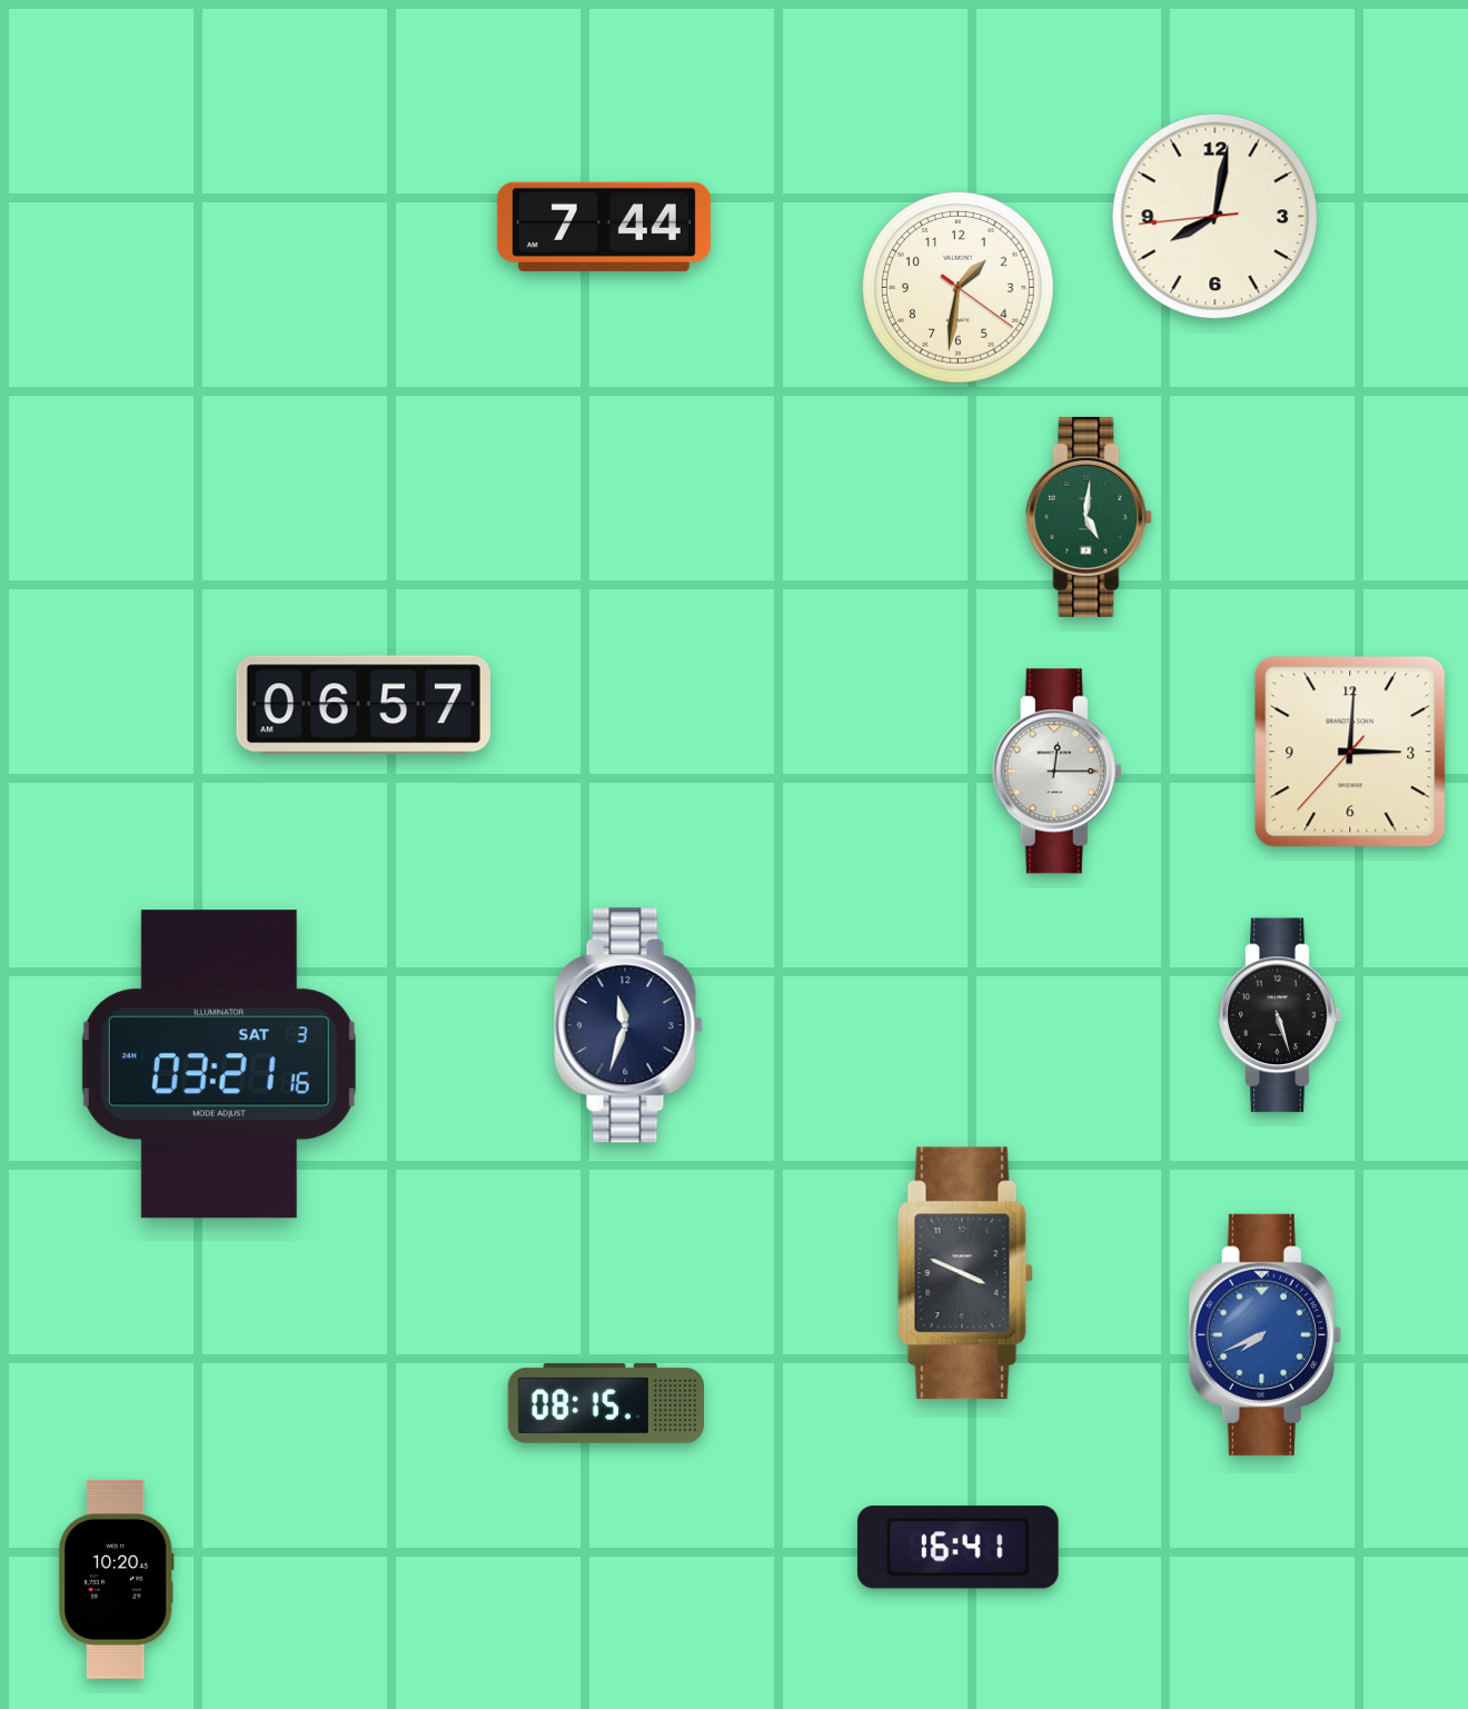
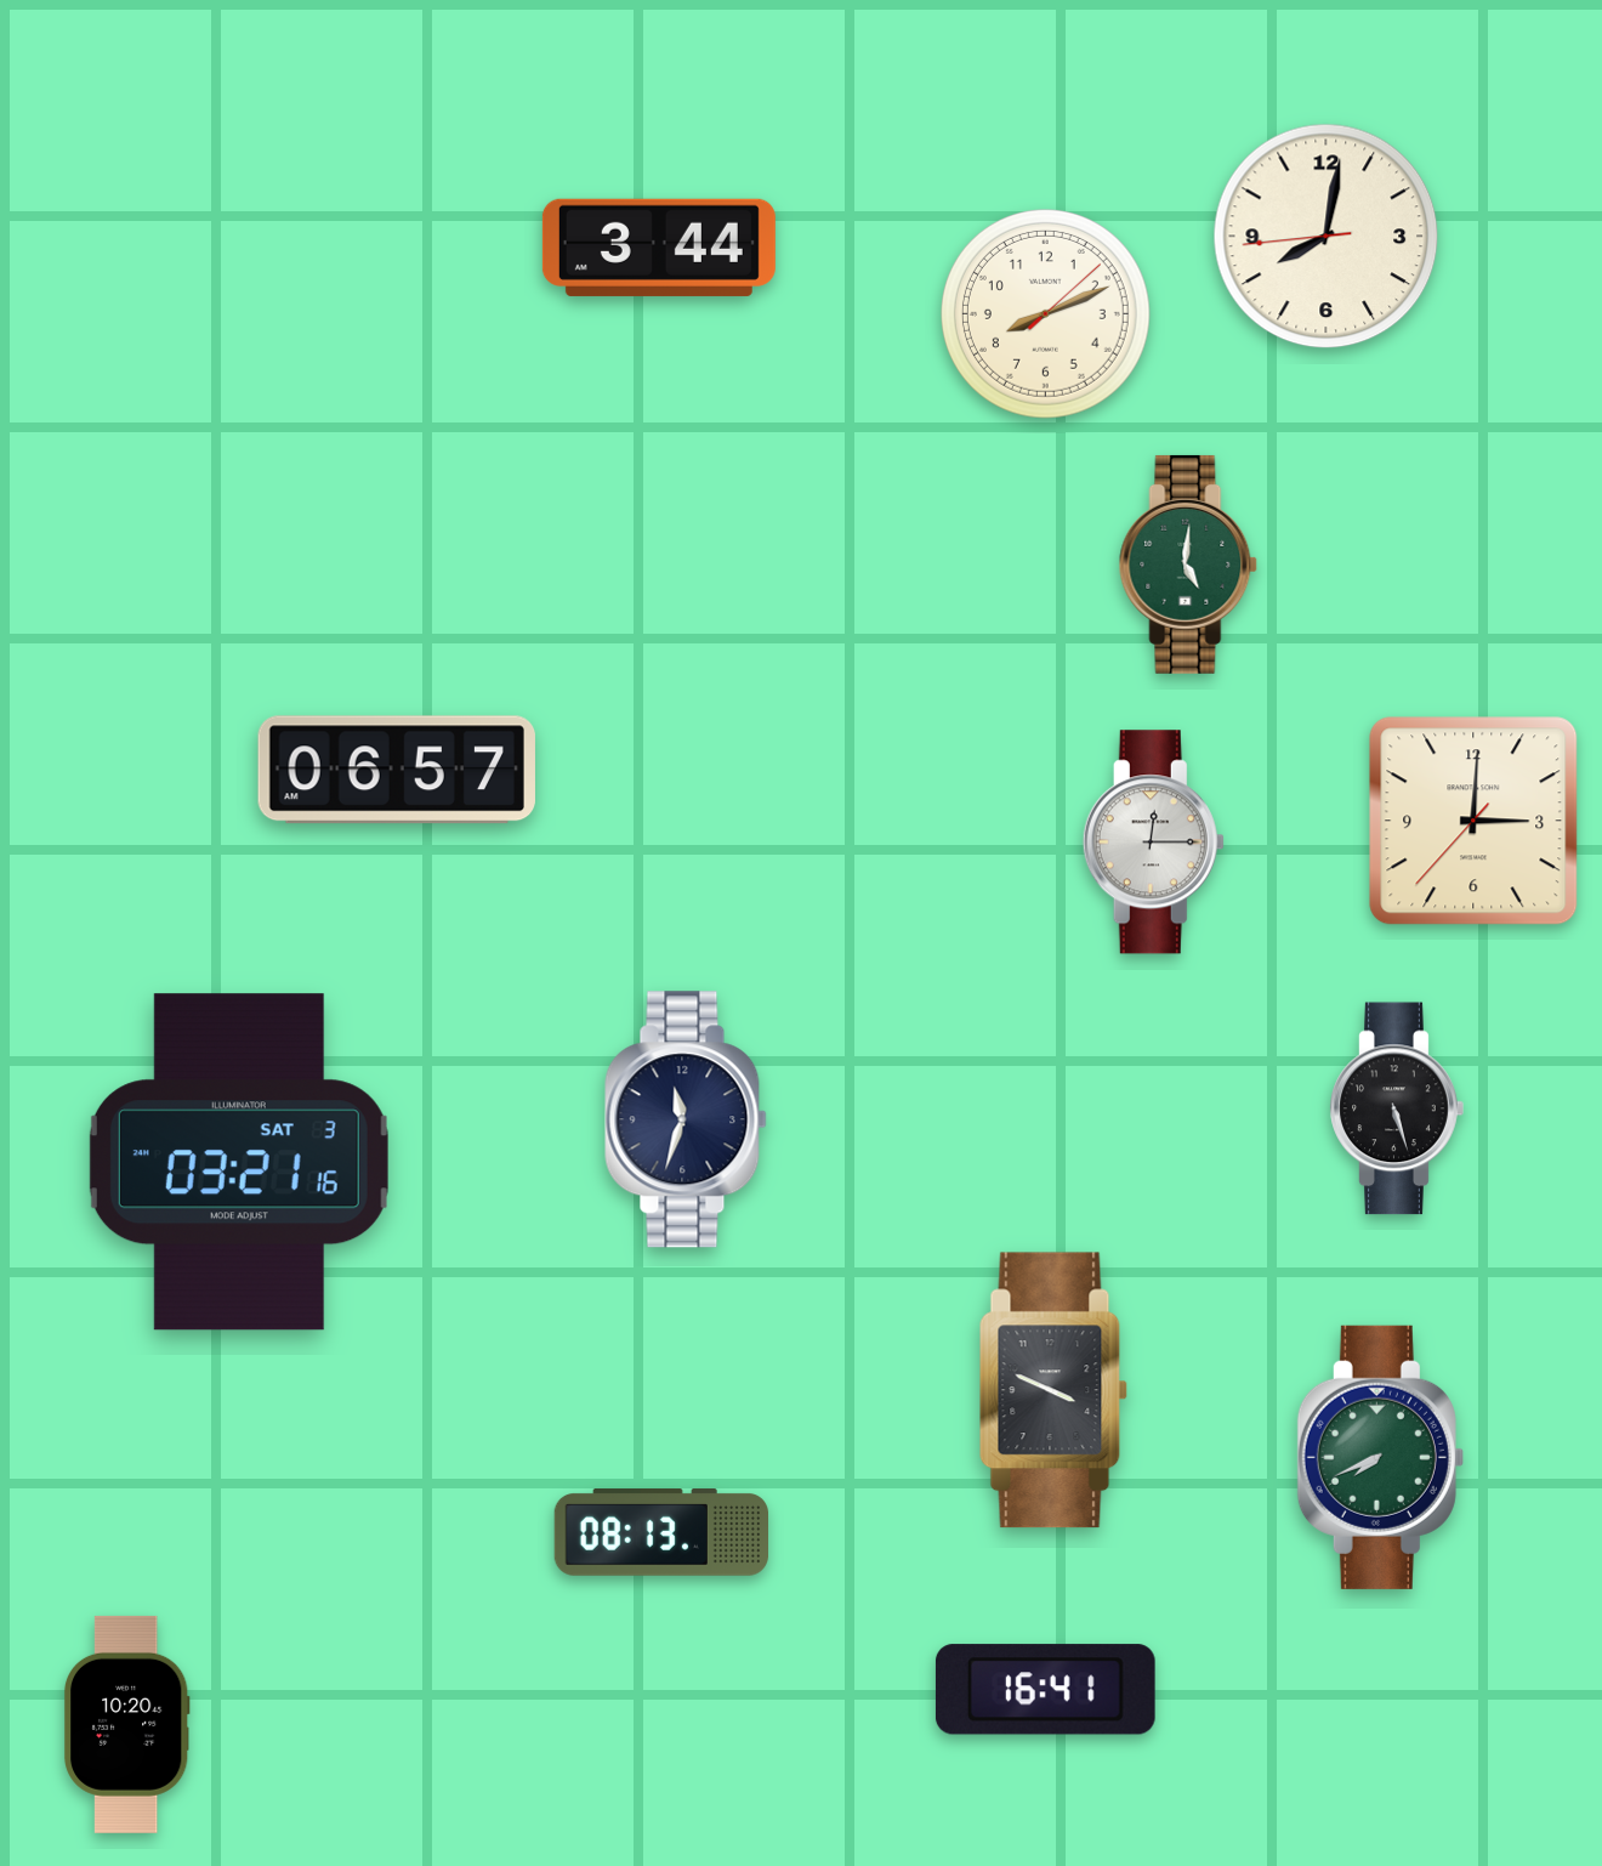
clock at (604, 227): 7:44 -> 3:44
clock at (958, 287): 1:31 -> 8:11
clock at (1264, 1334) dial: blue -> green
clock at (606, 1403): 08:15 -> 08:13
